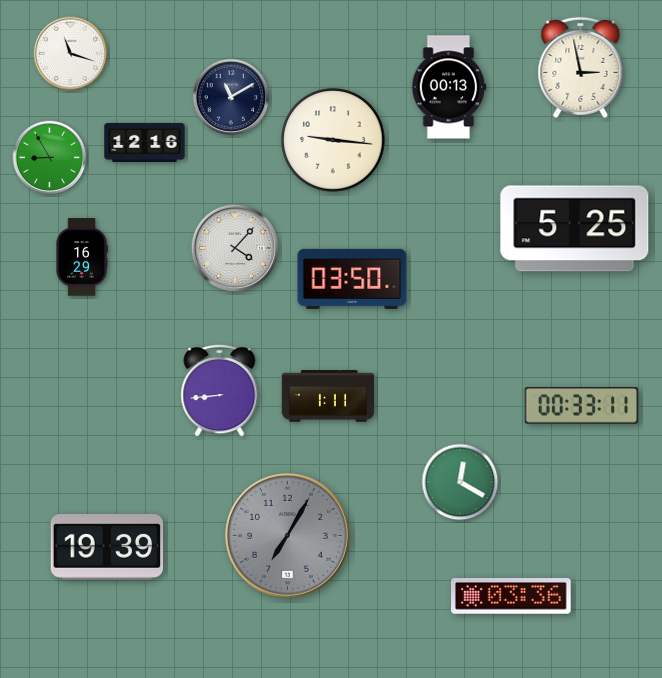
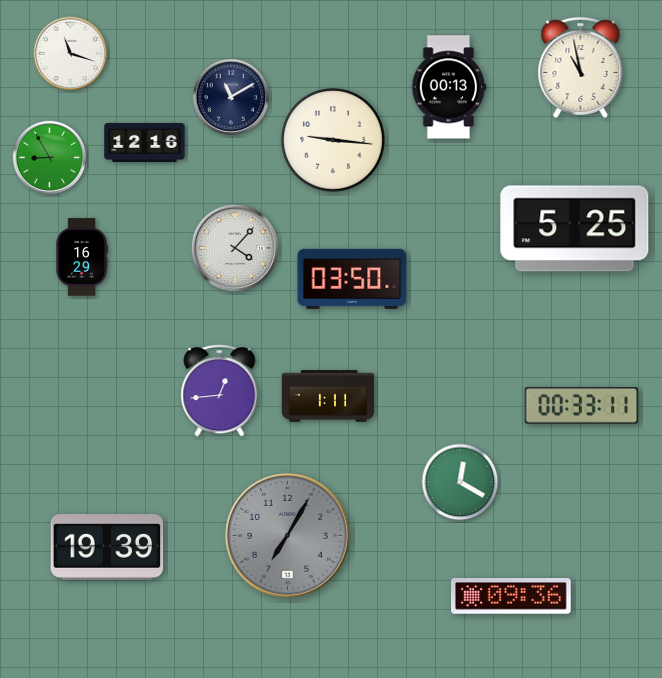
clock at (581, 67): 2:58 -> 10:58
clock at (220, 390): 8:44 -> 12:44
clock at (511, 597): 03:36 -> 09:36
